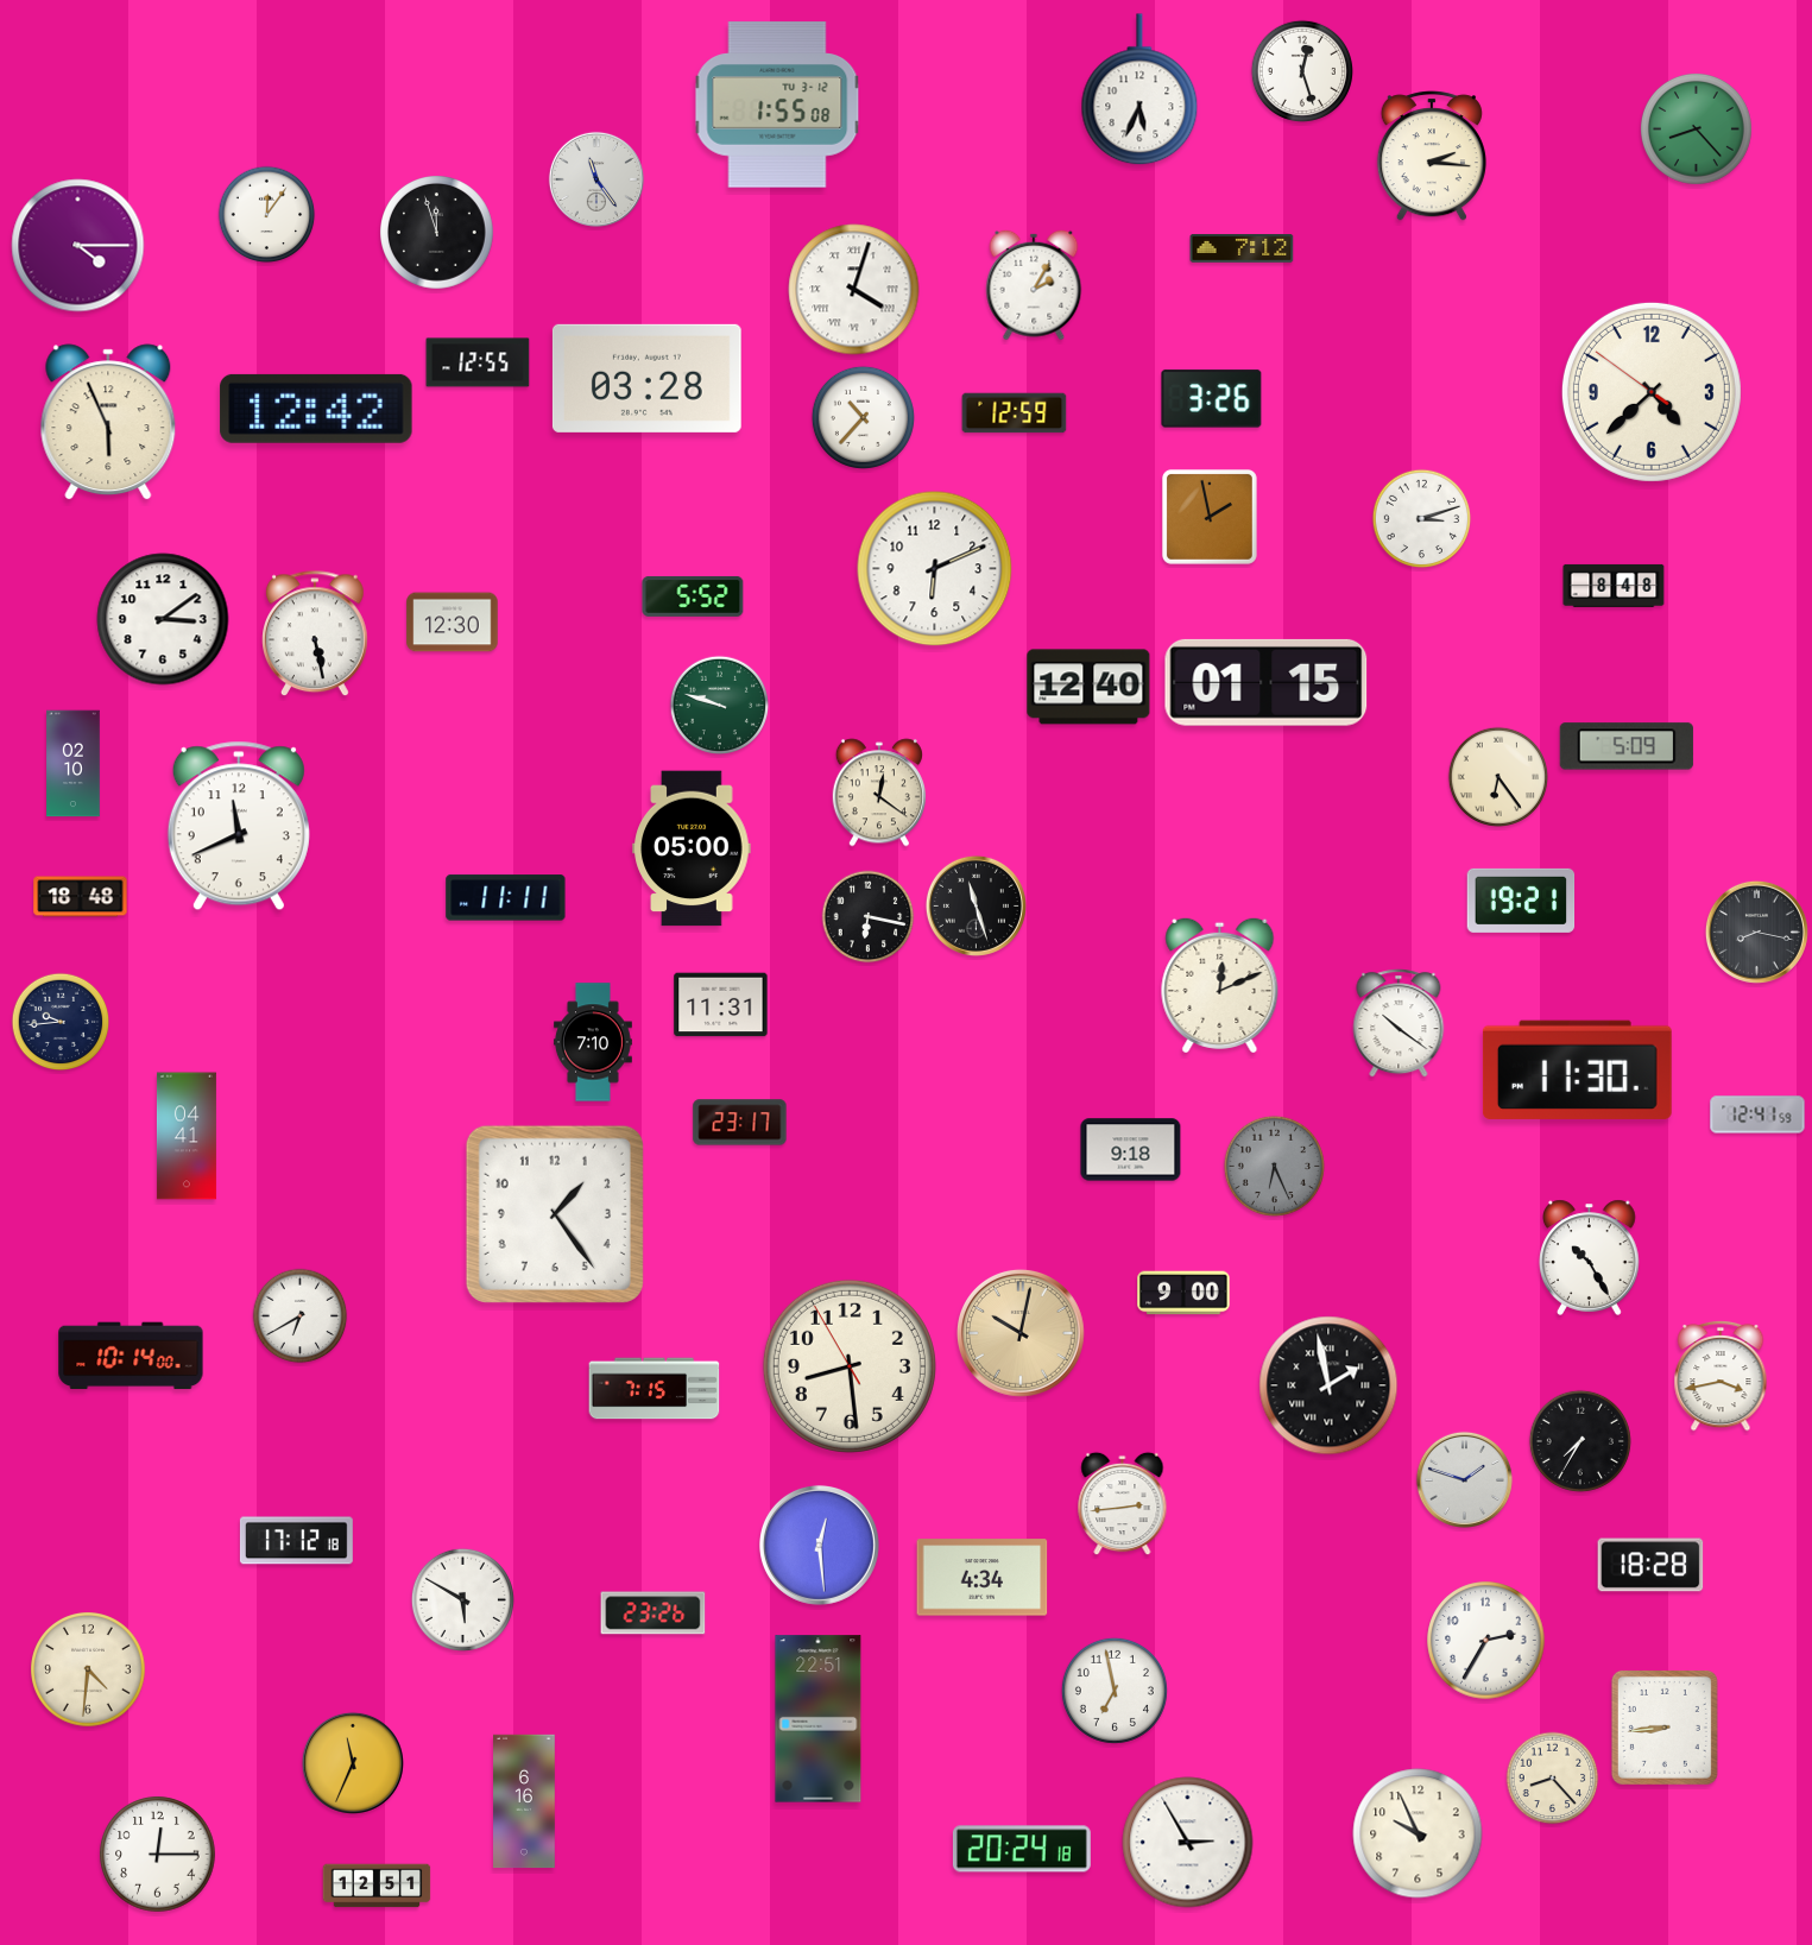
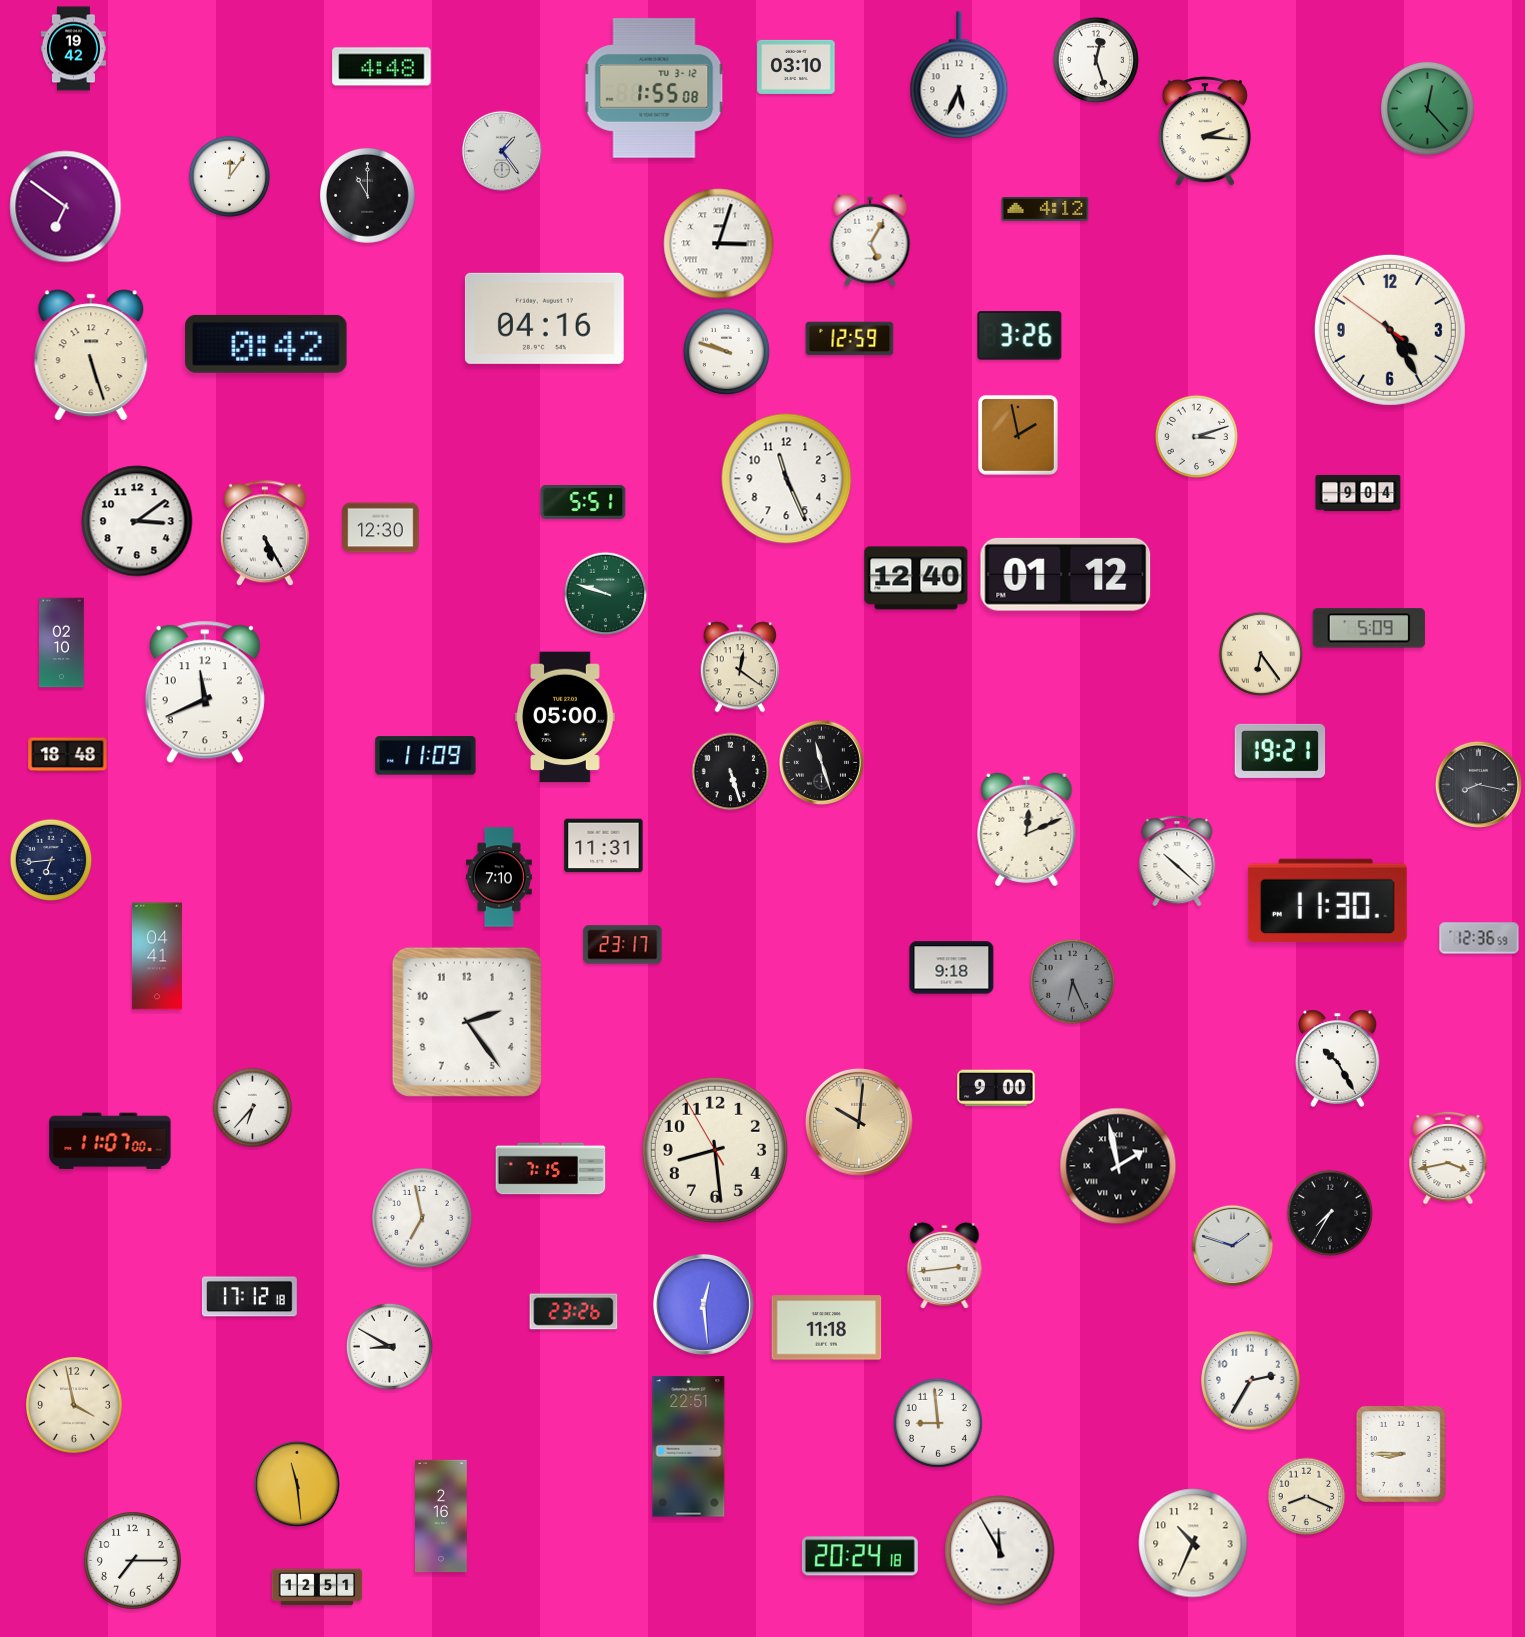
clock at (73, 49): none -> 19:42
clock at (382, 67): none -> 4:48
clock at (796, 67): none -> 03:10
clock at (1696, 128): 8:23 -> 12:23
clock at (596, 179): 11:24 -> 1:24
clock at (267, 215) position: (267, 215) -> (230, 177)
clock at (437, 233): 11:57 -> 11:00
clock at (78, 246): 4:15 -> 6:51
clock at (1242, 250): 7:12 -> 4:12
clock at (1034, 285): 2:05 -> 5:05
clock at (854, 290): 4:03 -> 3:03
clock at (478, 362): 12:55 -> none
clock at (646, 378): 03:28 -> 04:16
clock at (1652, 392): 4:37 -> 4:24
clock at (316, 409): 12:42 -> 0:42
clock at (1015, 413) position: (1015, 413) -> (850, 339)
clock at (863, 417): 10:37 -> 9:48
clock at (108, 422): 5:56 -> 5:27
clock at (935, 569): 6:11 -> 11:26
clock at (1614, 586): 8:48 -> 9:04
clock at (693, 596): 5:52 -> 5:51
clock at (453, 623) position: (453, 623) -> (381, 528)
clock at (316, 634): 5:28 -> 5:25
clock at (1267, 682): 01:15 -> 01:12
clock at (239, 826) position: (239, 826) -> (205, 692)
clock at (692, 848) position: (692, 848) -> (565, 717)
clock at (506, 898): 11:11 -> 11:09
clock at (1521, 901) position: (1521, 901) -> (1280, 751)
clock at (869, 917): 6:17 -> 5:27
clock at (721, 1005) position: (721, 1005) -> (604, 846)
clock at (61, 1022): 9:44 -> 6:44
clock at (1399, 1023): 10:21 -> 10:22
clock at (1757, 1114): 12:41 -> 12:36
clock at (555, 1214): 1:24 -> 2:24
clock at (301, 1316): 6:40 -> 6:37
clock at (1022, 1333): 10:02 -> 10:01
clock at (131, 1356): 10:14 -> 11:07
clock at (422, 1218): none -> 6:58
clock at (819, 1545) position: (819, 1545) -> (703, 1304)
clock at (1650, 1565): 18:28 -> none
clock at (983, 1578): 4:34 -> 11:18
clock at (462, 1599): 5:50 -> 8:50
clock at (654, 1614) position: (654, 1614) -> (574, 1312)
clock at (88, 1669): 4:31 -> 3:58
clock at (1115, 1691): 6:58 -> 8:59
clock at (1665, 1728): 8:44 -> 8:45
clock at (353, 1763): 11:34 -> 11:29
clock at (1553, 1779): 8:23 -> 8:19
clock at (524, 1801): 6:16 -> 2:16
clock at (1418, 1833): 9:56 -> 10:34
clock at (1188, 1843): 2:55 -> 11:55
clock at (158, 1855): 12:15 -> 7:15
